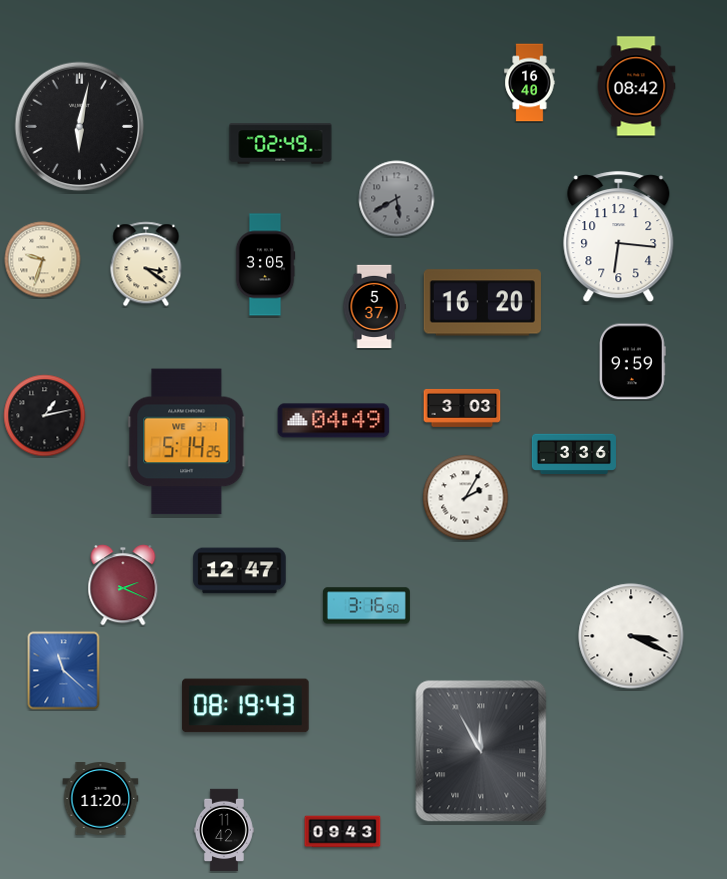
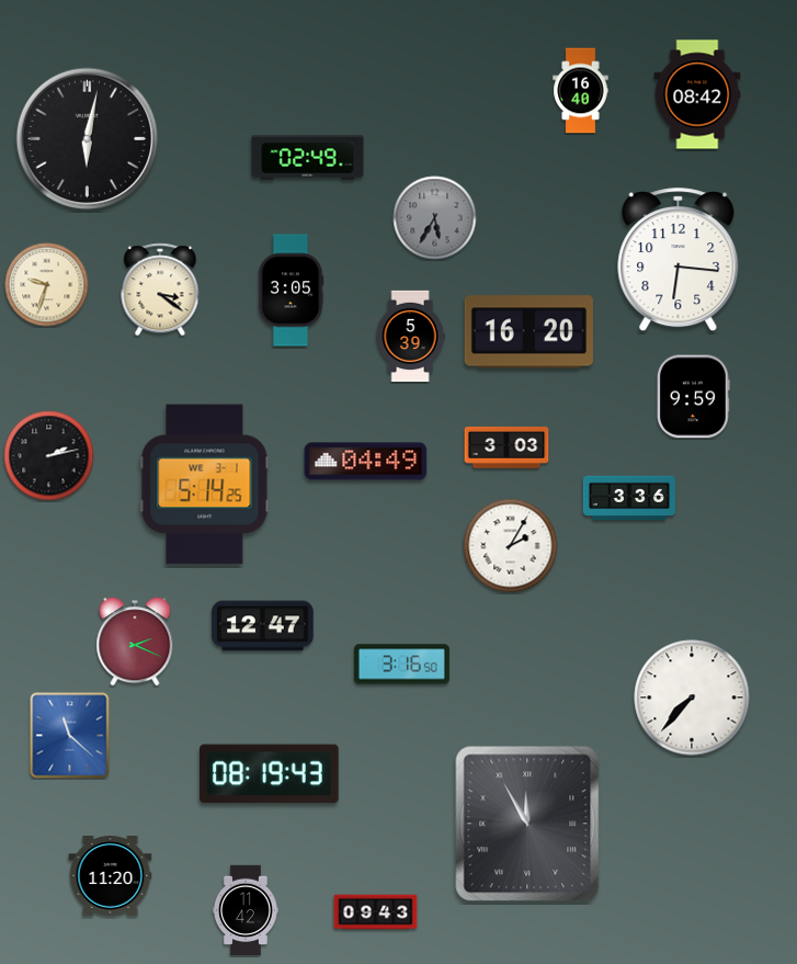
clock at (397, 199): 5:40 -> 5:35
clock at (374, 307): 5:37 -> 5:39
clock at (45, 416): 1:13 -> 2:13
clock at (631, 636): 3:19 -> 7:37
